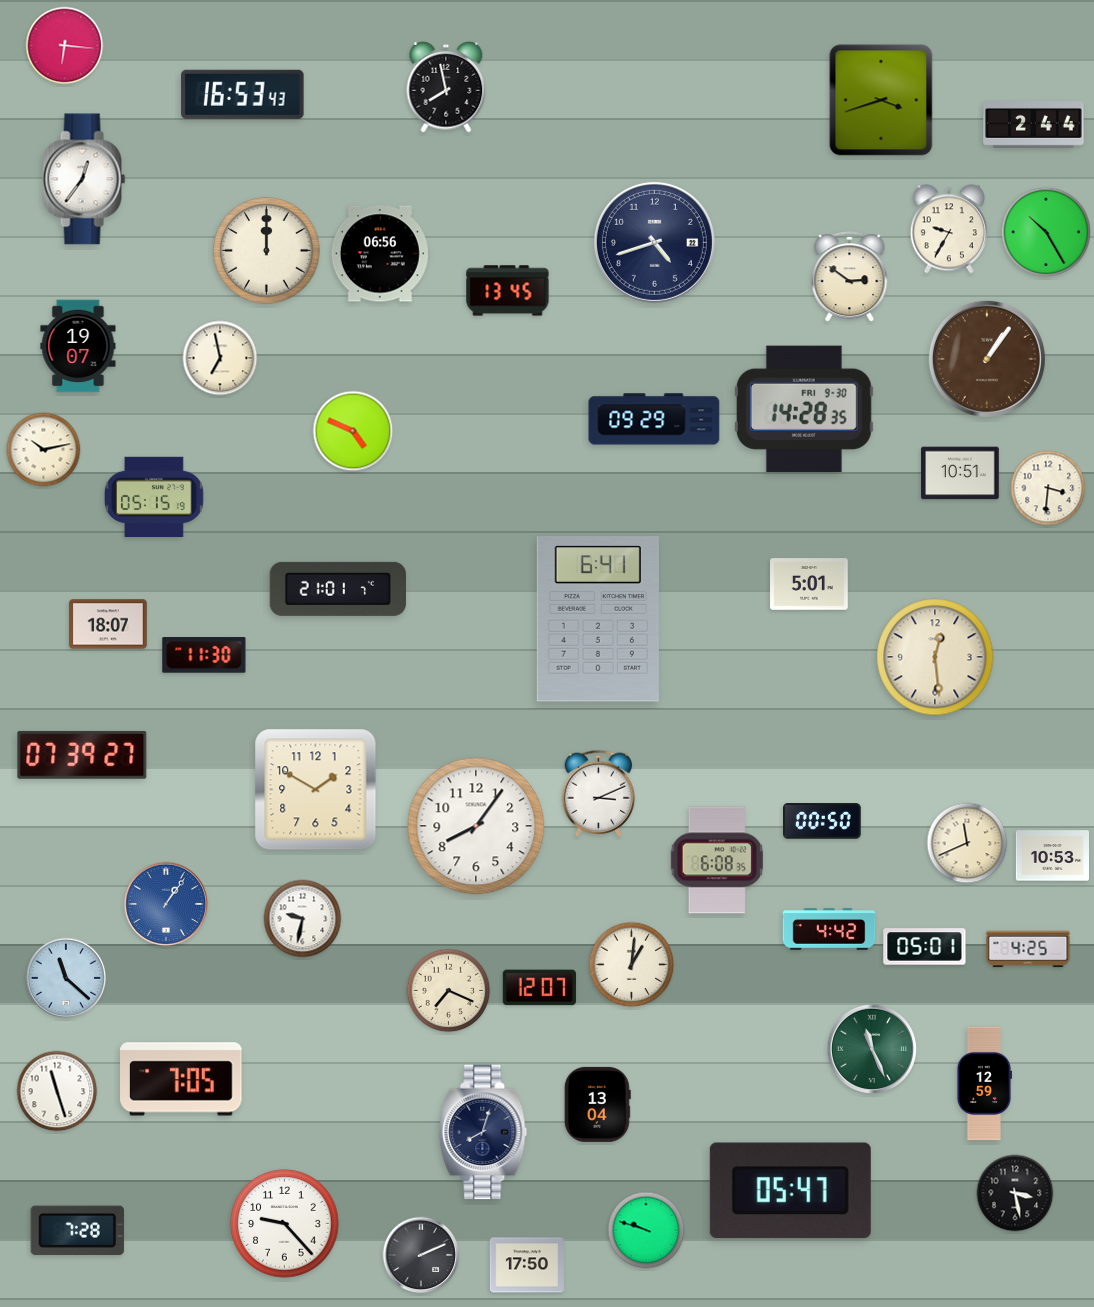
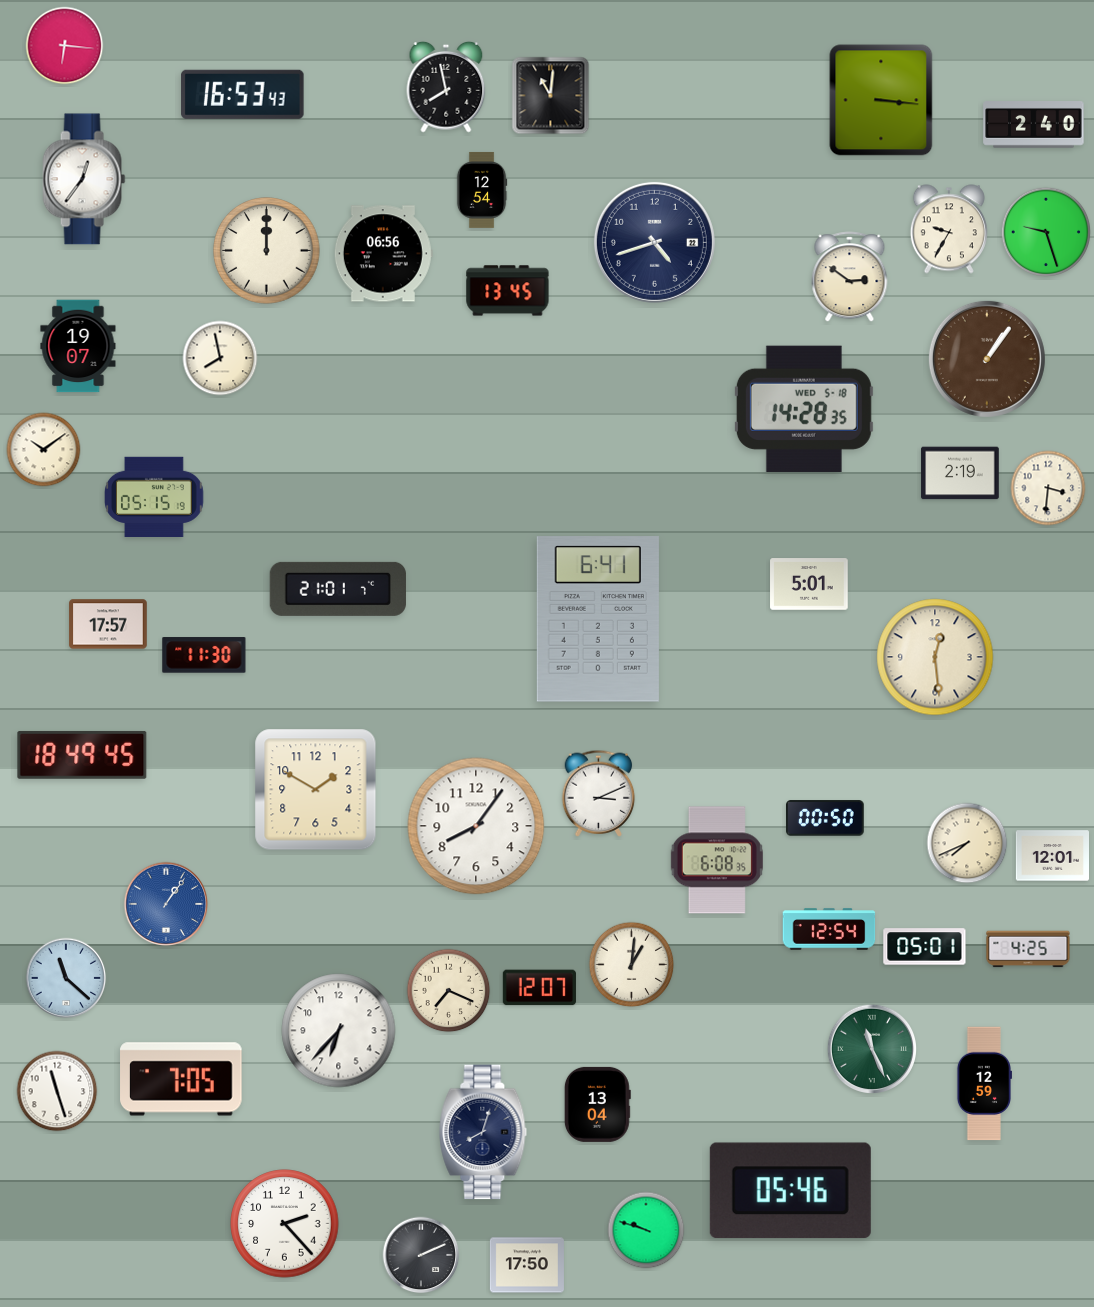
clock at (551, 96): none -> 11:01
clock at (881, 100): 3:42 -> 3:16
clock at (1034, 125): 2:44 -> 2:40
clock at (482, 190): none -> 12:54
clock at (1046, 232): 10:25 -> 9:27
clock at (380, 254) position: (380, 254) -> (383, 254)
clock at (220, 358): 6:58 -> 7:58
clock at (804, 409) date: FRI 9-30 -> WED 5-18
clock at (654, 419): 09:29 -> none
clock at (353, 431): 4:49 -> none
clock at (44, 450): 10:13 -> 10:09
clock at (960, 473): 10:51 -> 2:19
clock at (108, 624): 18:07 -> 17:57
clock at (82, 755): 07:39 -> 18:49
clock at (822, 821) position: (822, 821) -> (825, 818)
clock at (967, 843): 11:41 -> 7:41
clock at (1052, 856): 10:53 -> 12:01
clock at (303, 919): 9:32 -> none
clock at (829, 929): 4:42 -> 12:54
clock at (339, 1031): none -> 6:37
clock at (790, 1191): 05:47 -> 05:46
clock at (1015, 1193): 3:28 -> none
clock at (285, 1224): 9:23 -> 2:23
clock at (77, 1230): 7:28 -> none
